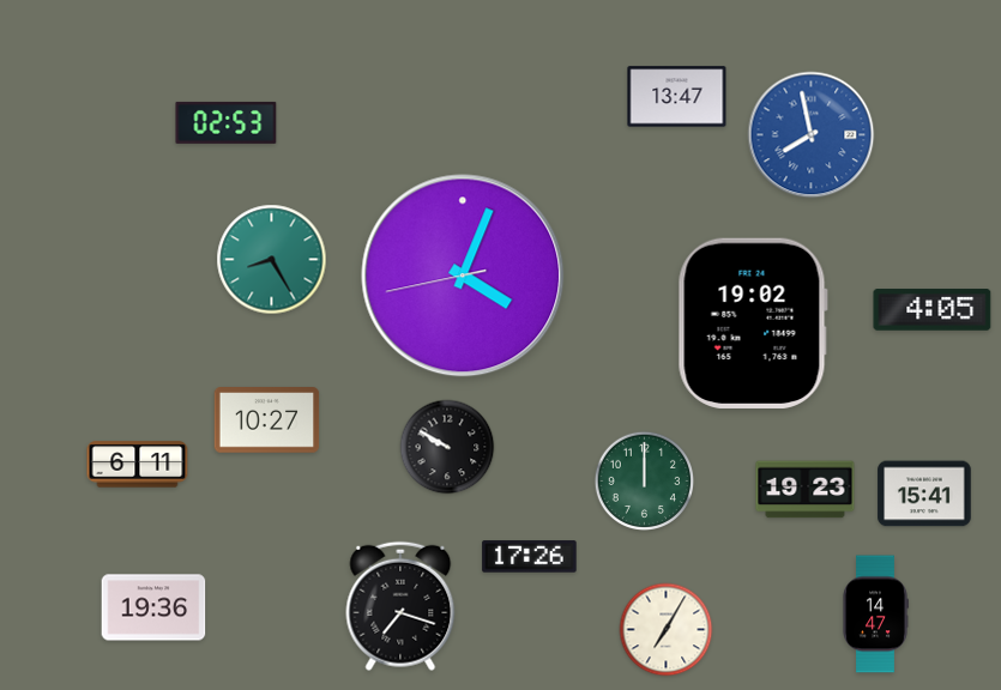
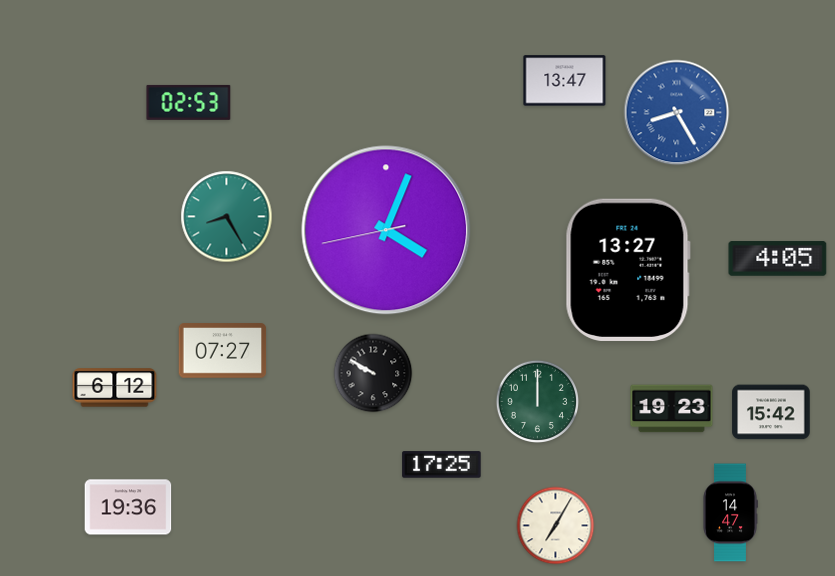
clock at (812, 135): 7:58 -> 8:25
clock at (753, 323): 19:02 -> 13:27
clock at (267, 420): 10:27 -> 07:27
clock at (138, 465): 6:11 -> 6:12
clock at (924, 494): 15:41 -> 15:42
clock at (530, 557): 17:26 -> 17:25
clock at (400, 606): 7:18 -> none
